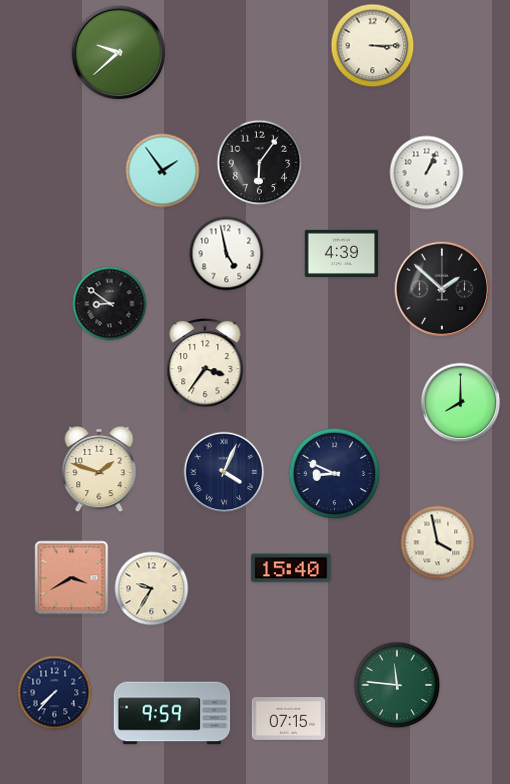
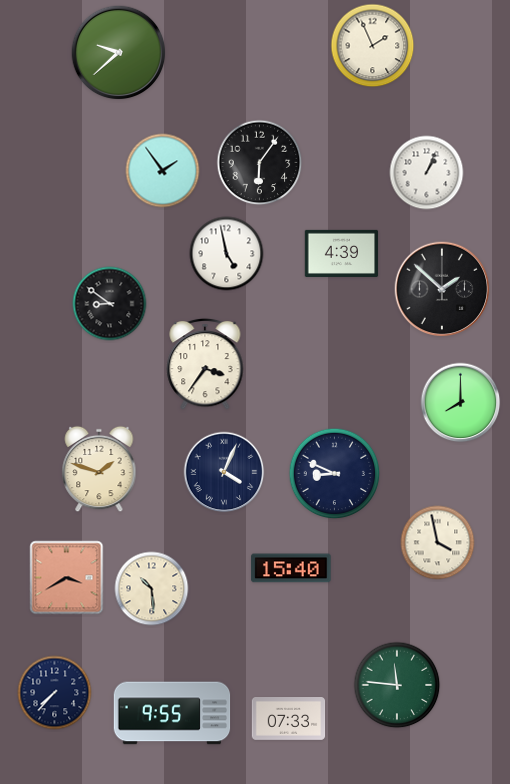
clock at (373, 46): 3:15 -> 1:56
clock at (72, 578) position: (72, 578) -> (67, 578)
clock at (152, 589): 9:35 -> 10:29
clock at (172, 713): 9:59 -> 9:55
clock at (289, 719): 07:15 -> 07:33
